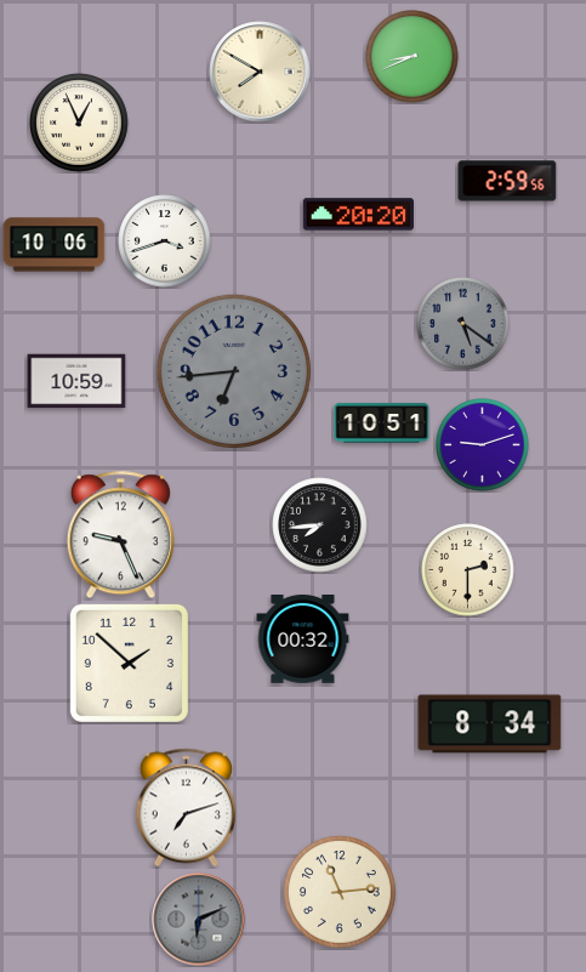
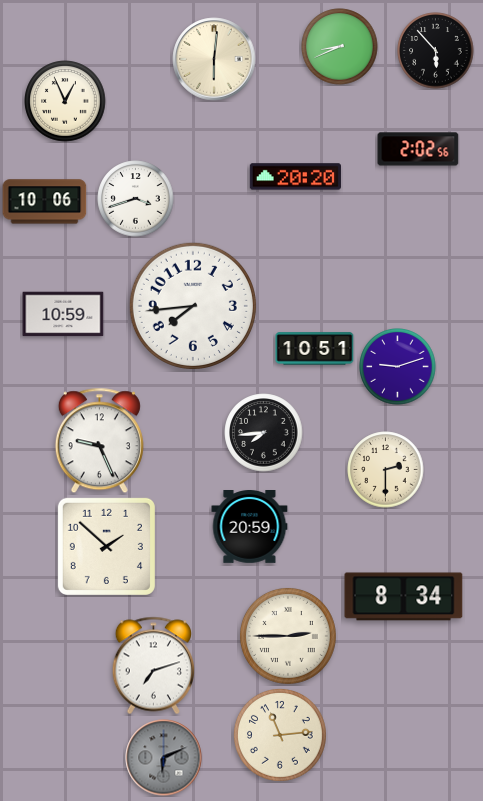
clock at (436, 51): none -> 5:53
clock at (260, 72): 7:50 -> 6:01
clock at (507, 181): 2:59 -> 2:02
clock at (463, 324): 5:21 -> none
clock at (234, 371): 6:44 -> 7:44
clock at (234, 371) dial: grey -> white
clock at (303, 640): 00:32 -> 20:59
clock at (288, 636): none -> 2:45
